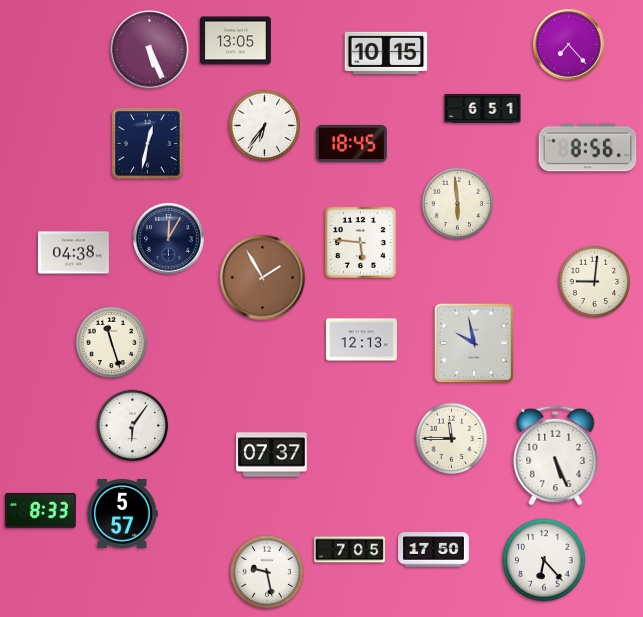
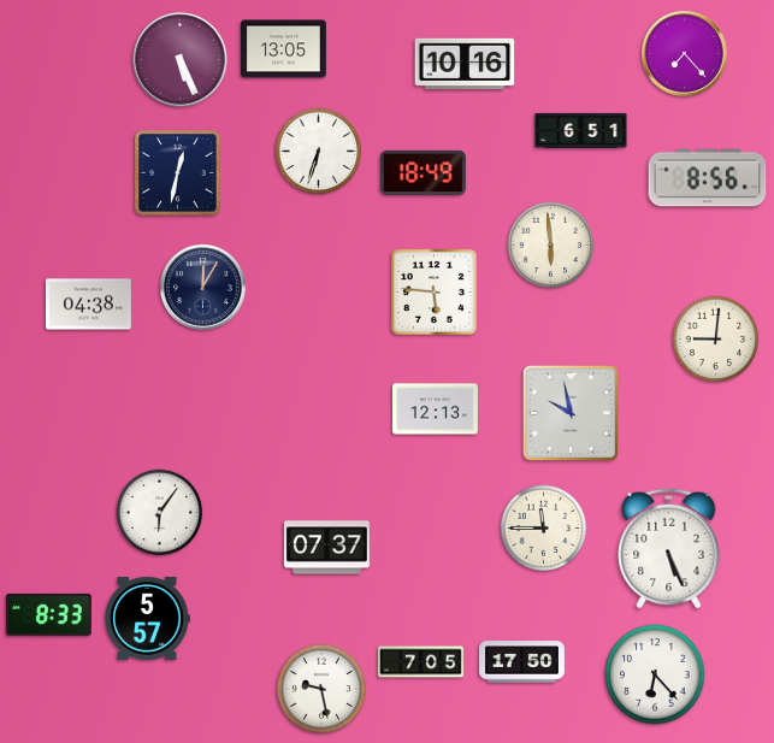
clock at (386, 52): 10:15 -> 10:16
clock at (265, 126): 6:36 -> 6:33
clock at (351, 143): 18:45 -> 18:49
clock at (263, 278): 1:55 -> none
clock at (112, 343): 11:27 -> none
